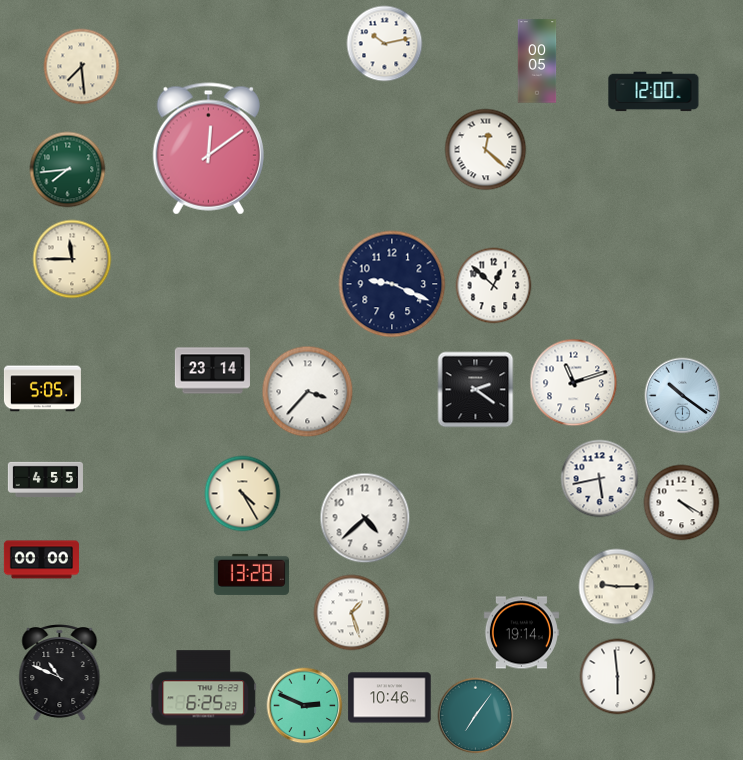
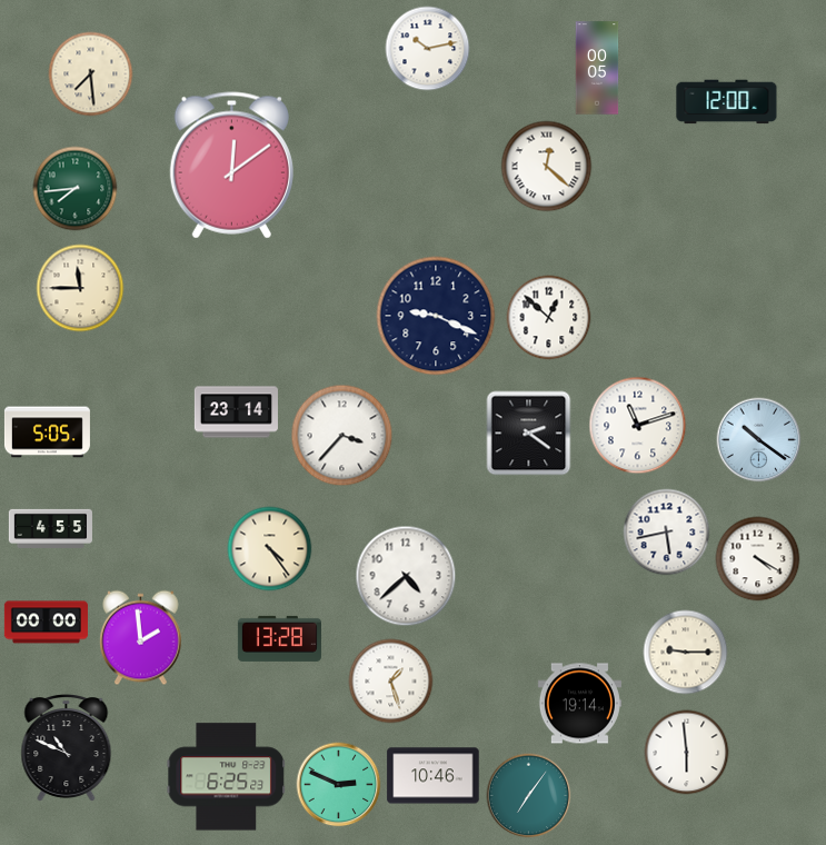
clock at (486, 150) position: (486, 150) -> (547, 167)
clock at (45, 479) position: (45, 479) -> (50, 528)
clock at (243, 494): 4:25 -> 4:24
clock at (141, 638): none -> 1:59
